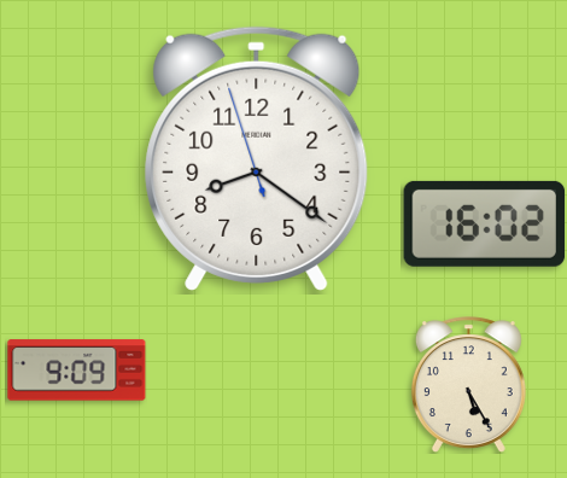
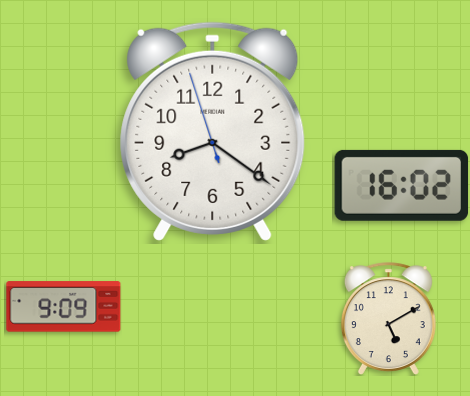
clock at (468, 384): 5:25 -> 5:10
